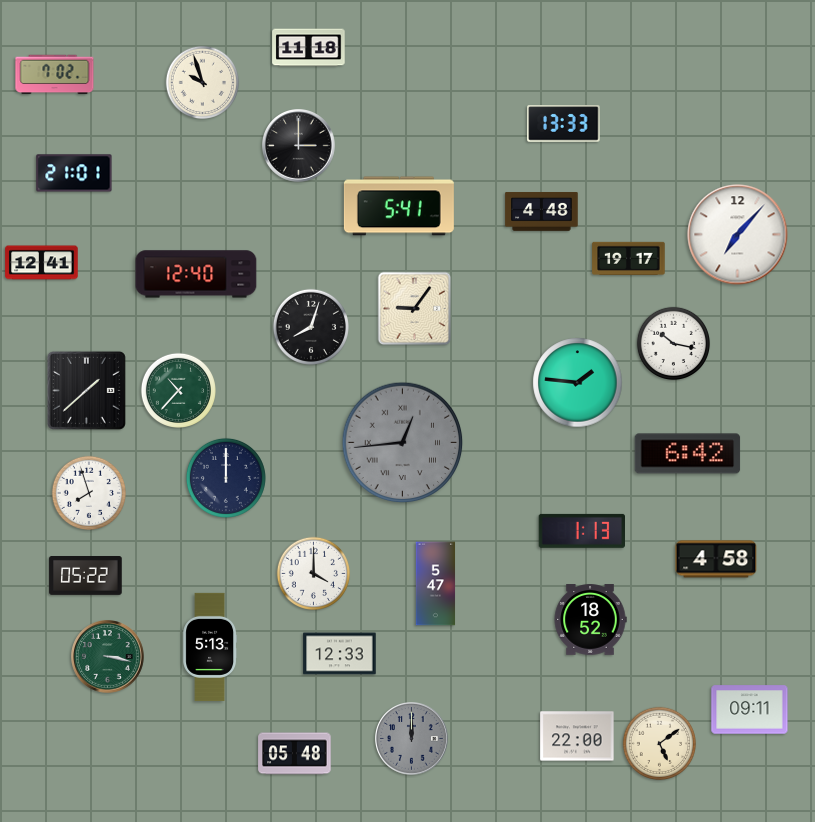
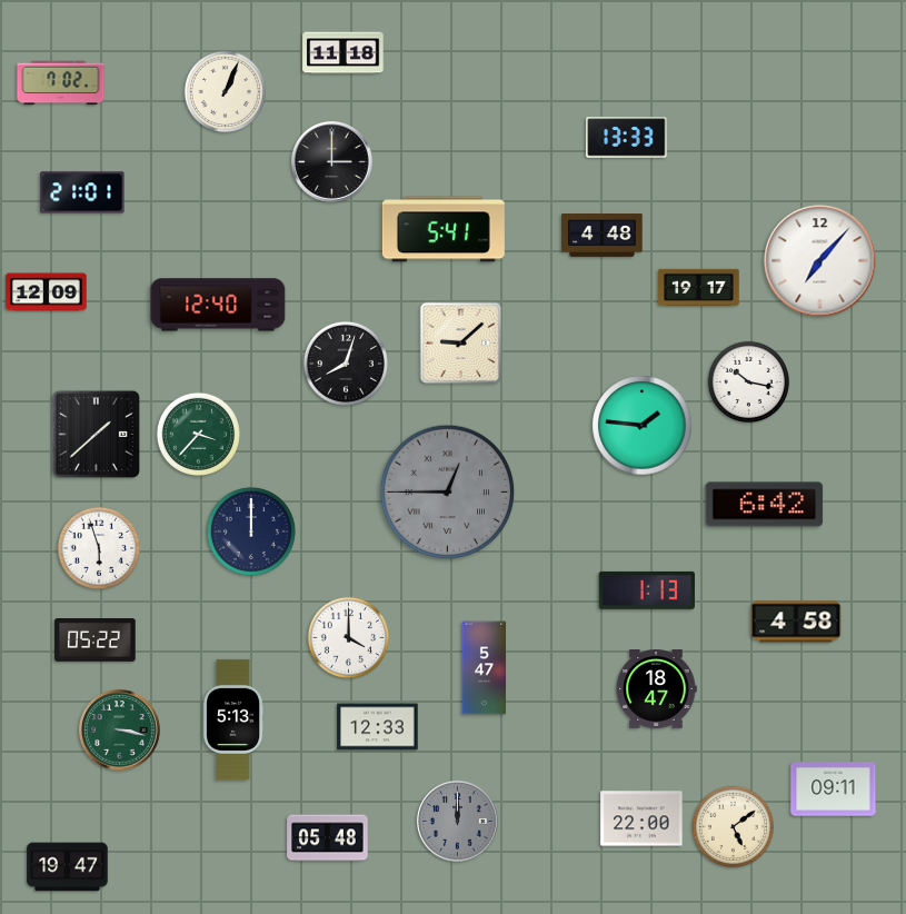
clock at (203, 83): 9:57 -> 1:04
clock at (42, 263): 12:41 -> 12:09
clock at (415, 309): 9:06 -> 9:08
clock at (178, 390): 10:37 -> 3:37
clock at (403, 443): 12:44 -> 12:45
clock at (88, 492): 7:57 -> 5:57
clock at (436, 584) position: (436, 584) -> (485, 668)
clock at (590, 620): 18:52 -> 18:47
clock at (68, 867): none -> 19:47
